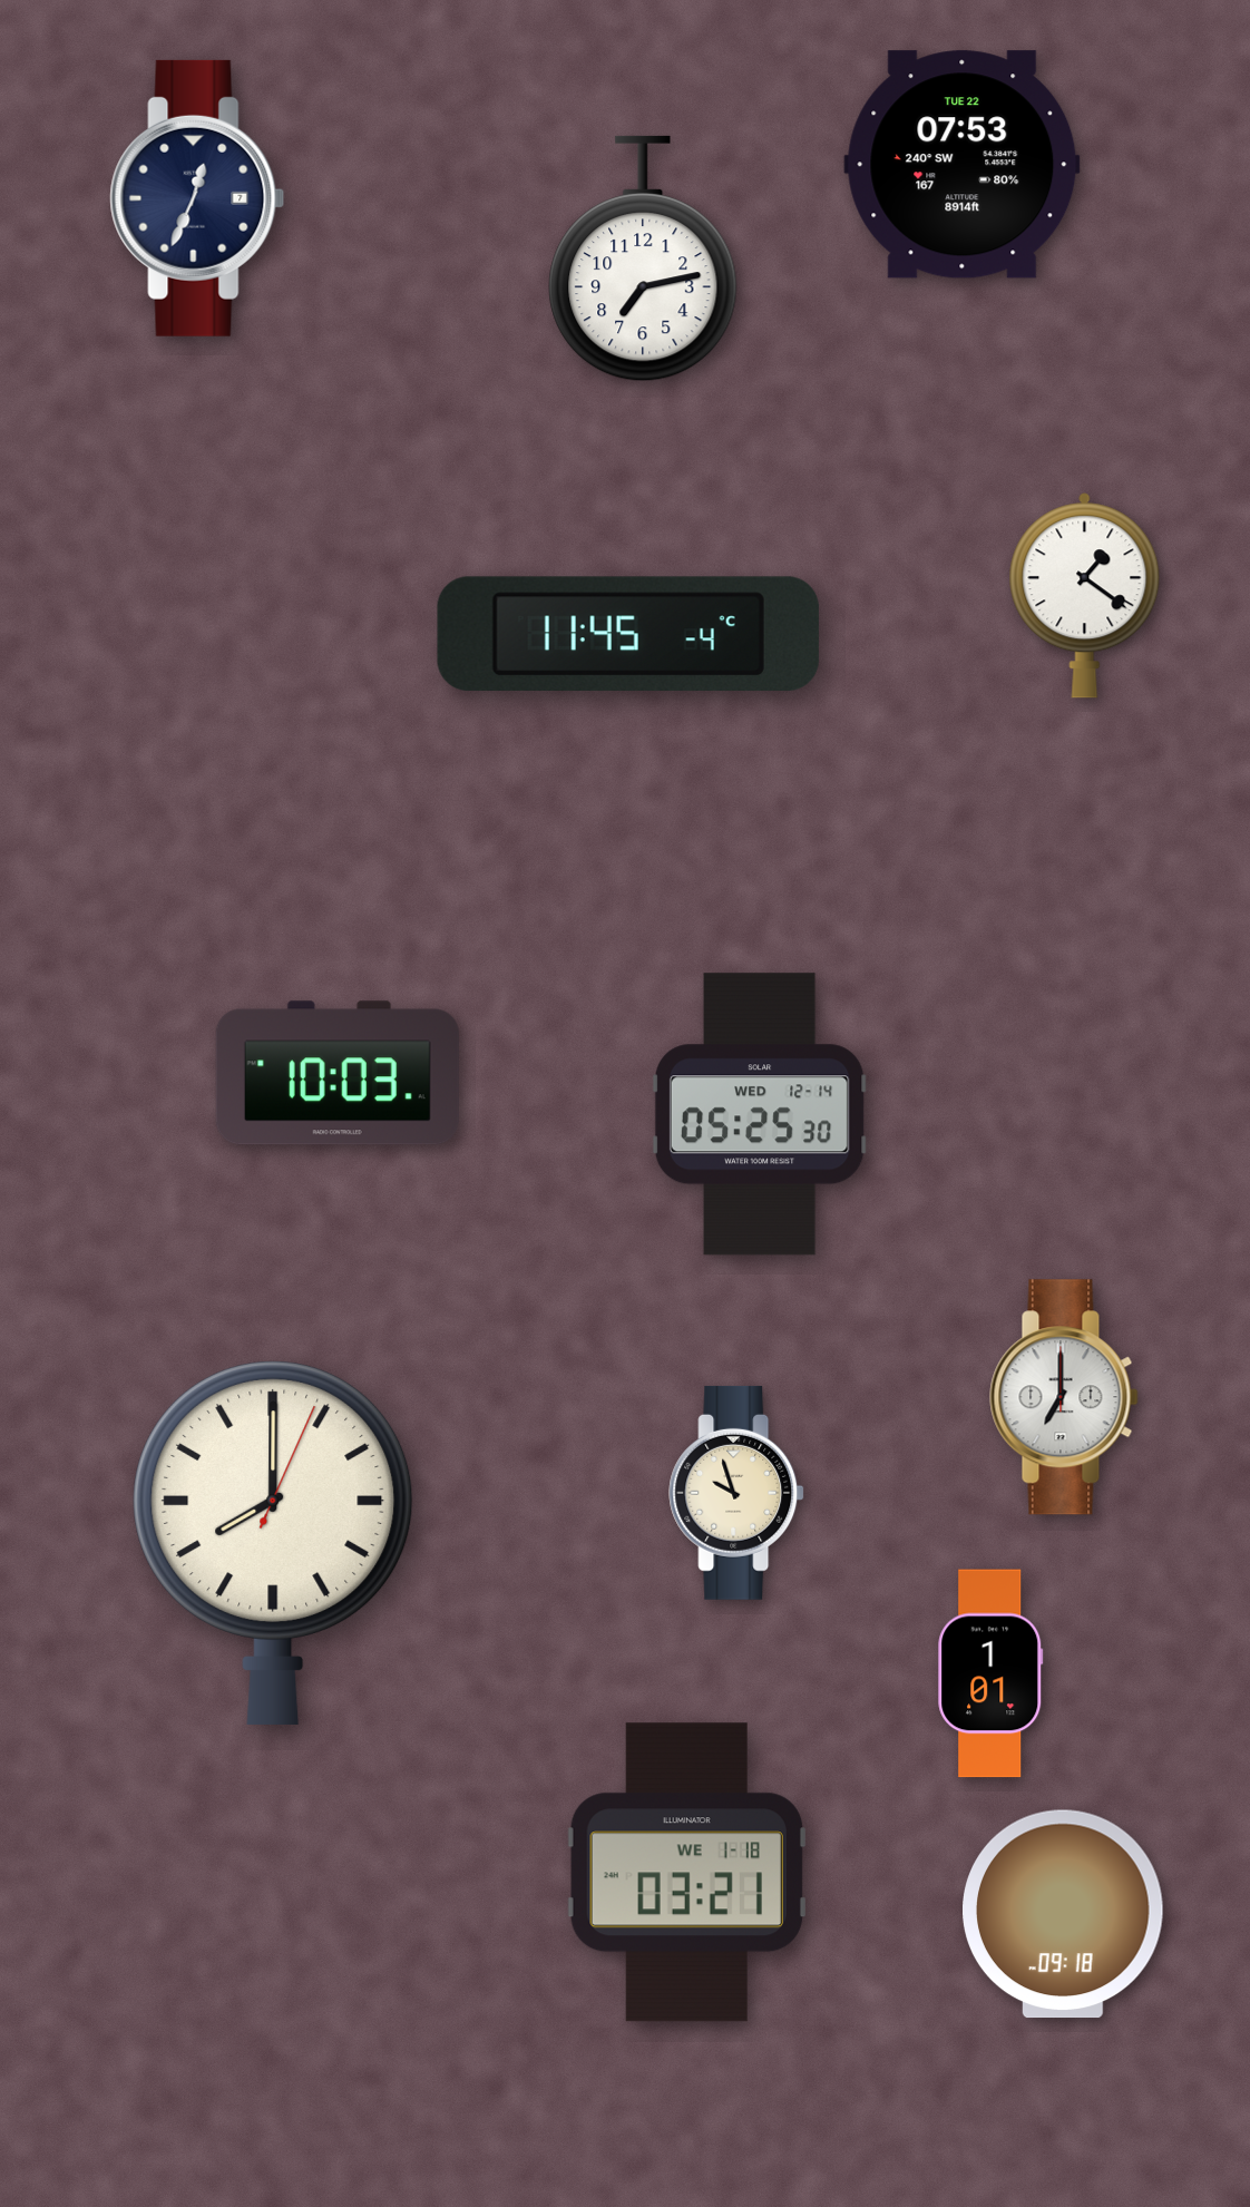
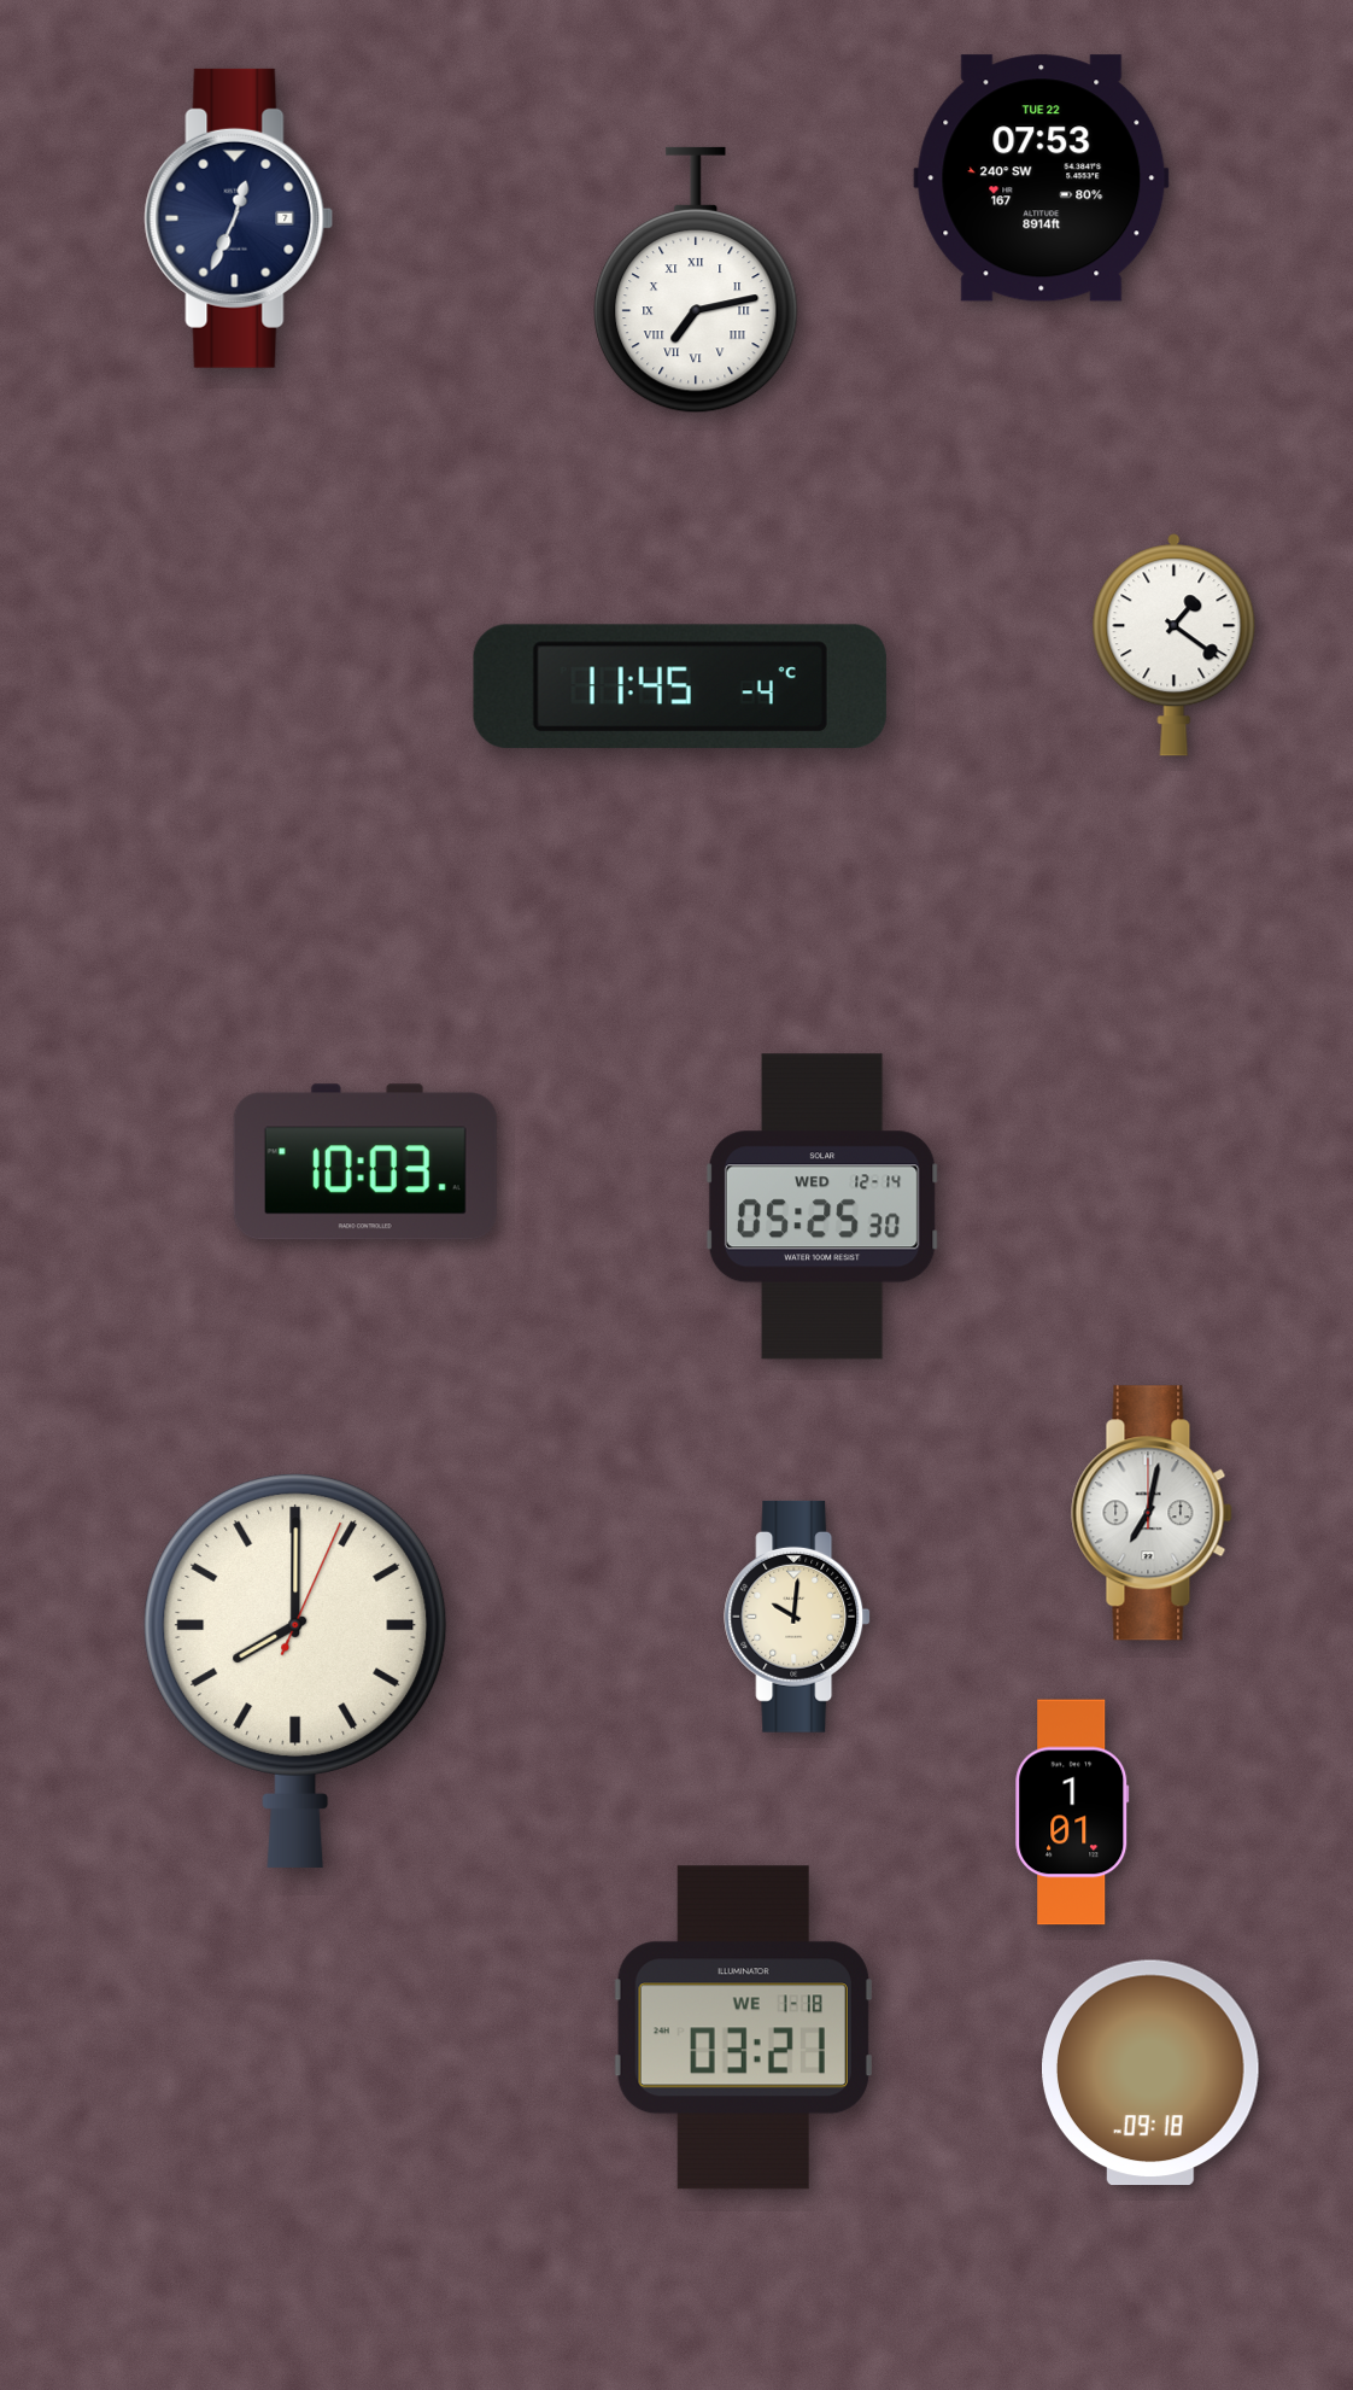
clock at (197, 198) position: (197, 198) -> (239, 218)
clock at (643, 258) numerals: Arabic -> Roman
clock at (1064, 1397): 7:00 -> 7:02
clock at (736, 1493): 9:57 -> 10:01
